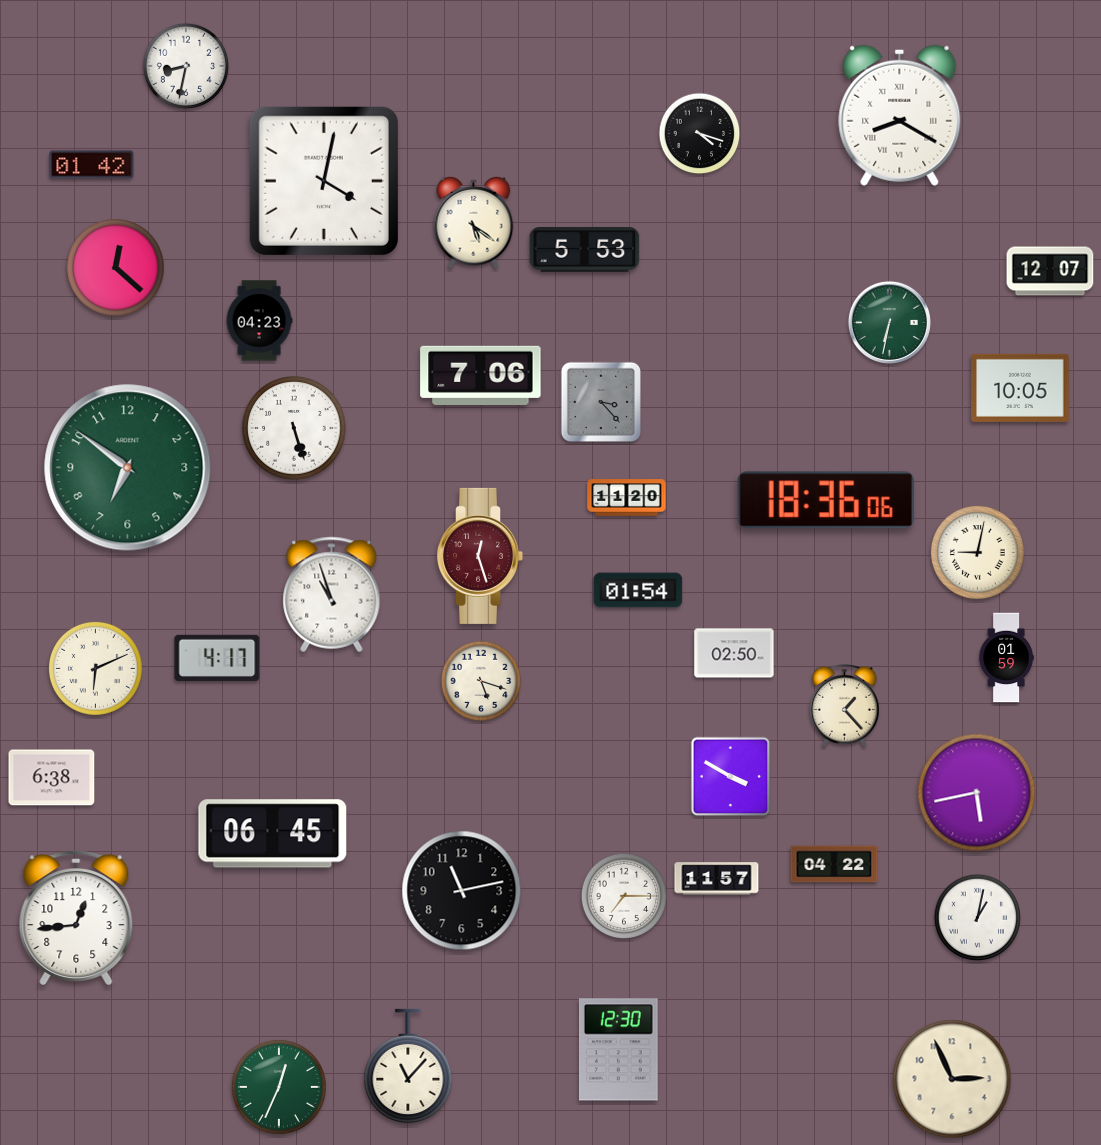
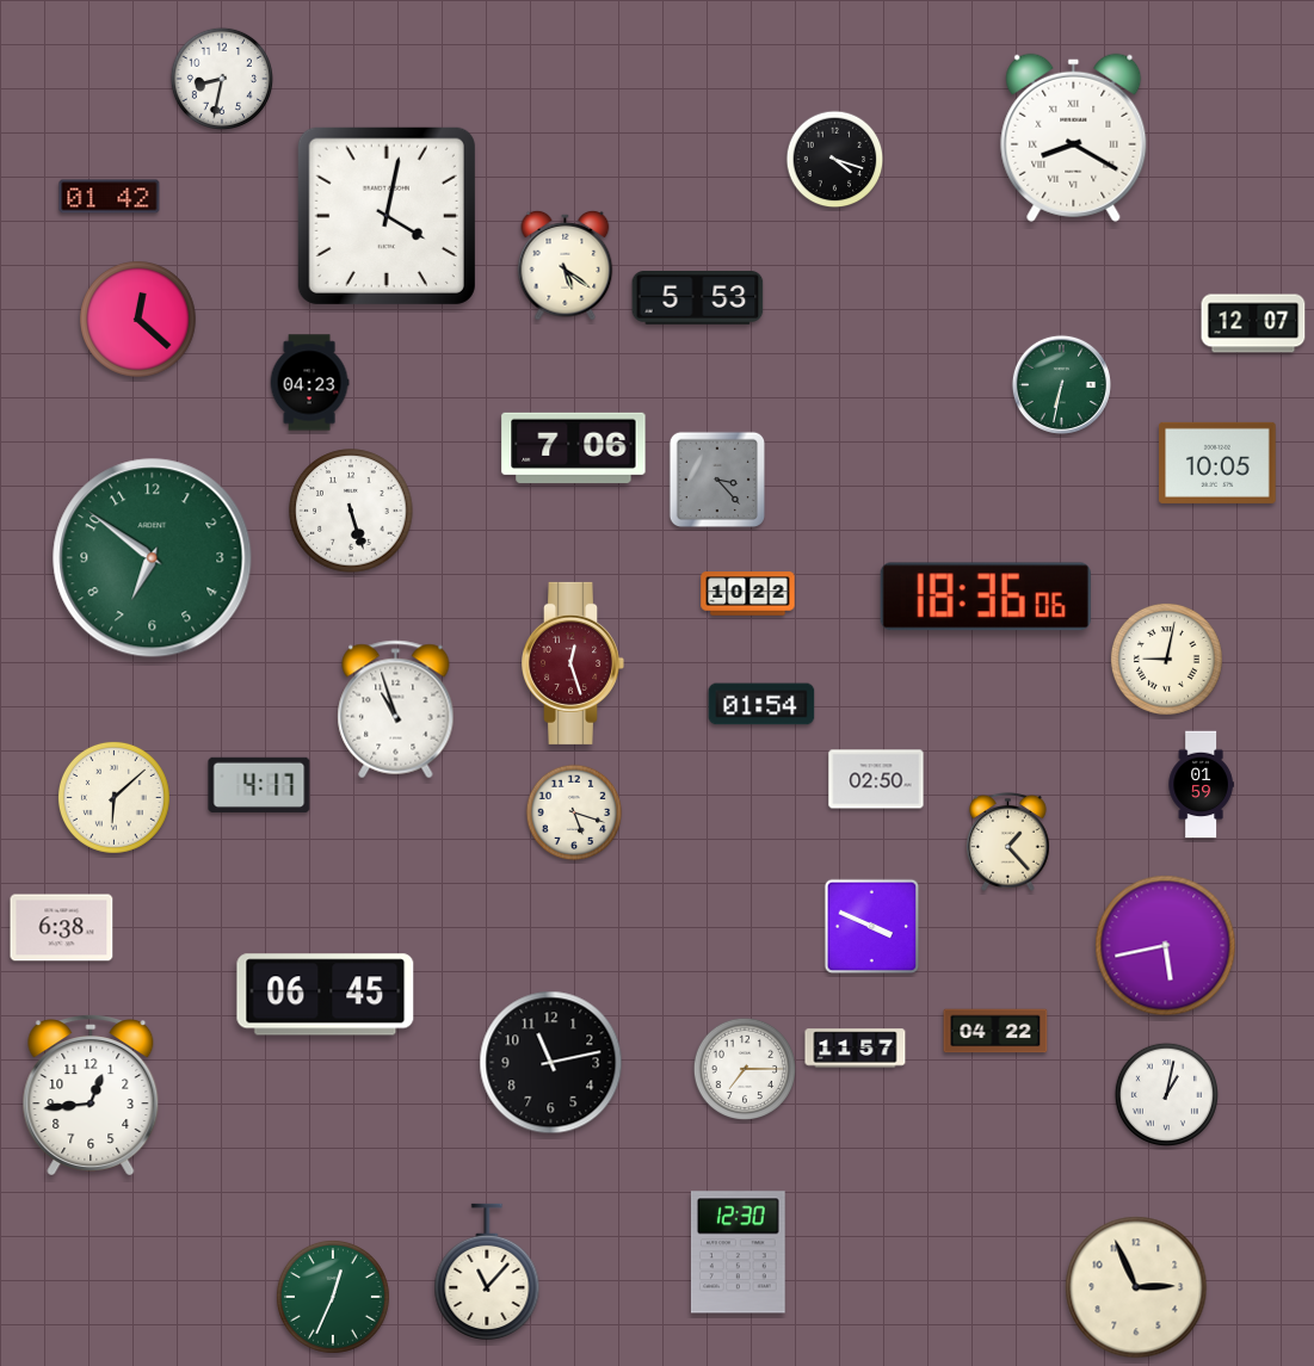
clock at (627, 498): 11:20 -> 10:22
clock at (95, 668): 6:11 -> 6:08
clock at (731, 777): 3:50 -> 3:49
